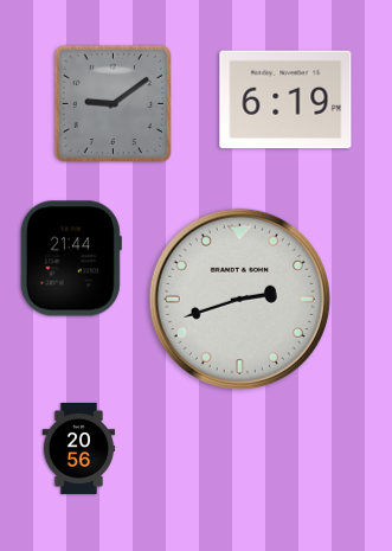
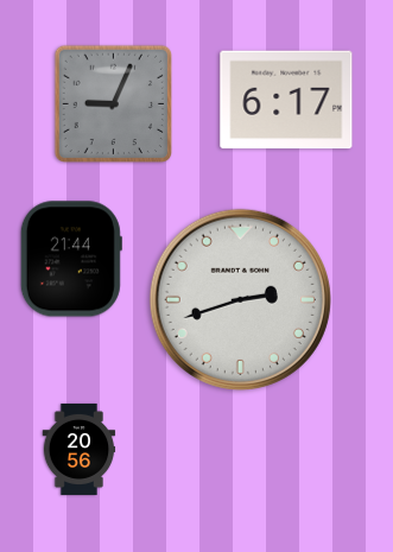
clock at (285, 100): 6:19 -> 6:17
clock at (114, 104): 9:09 -> 9:04
